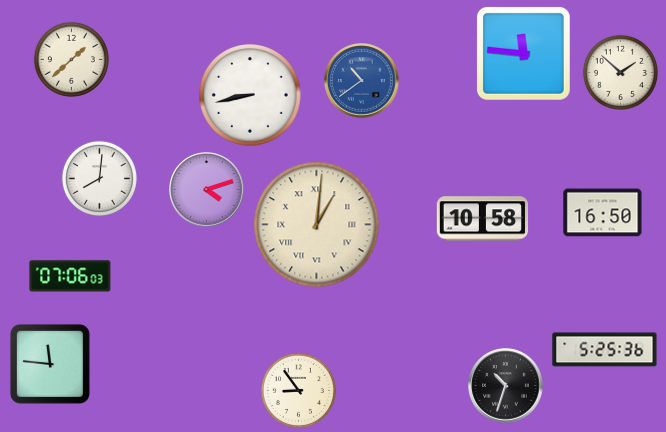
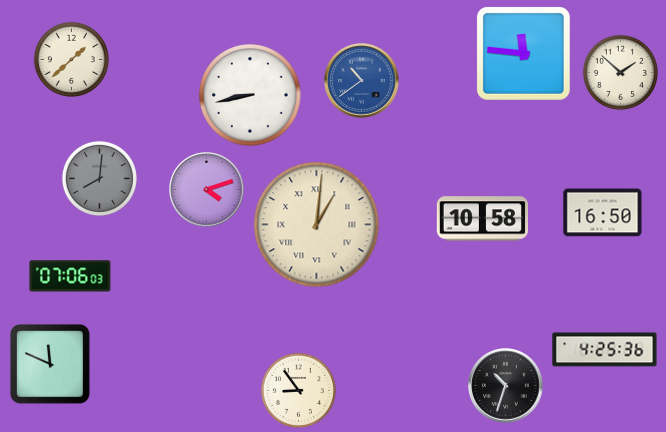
clock at (99, 178) dial: white -> grey
clock at (605, 350): 5:25 -> 4:25
clock at (50, 364): 11:46 -> 11:49
